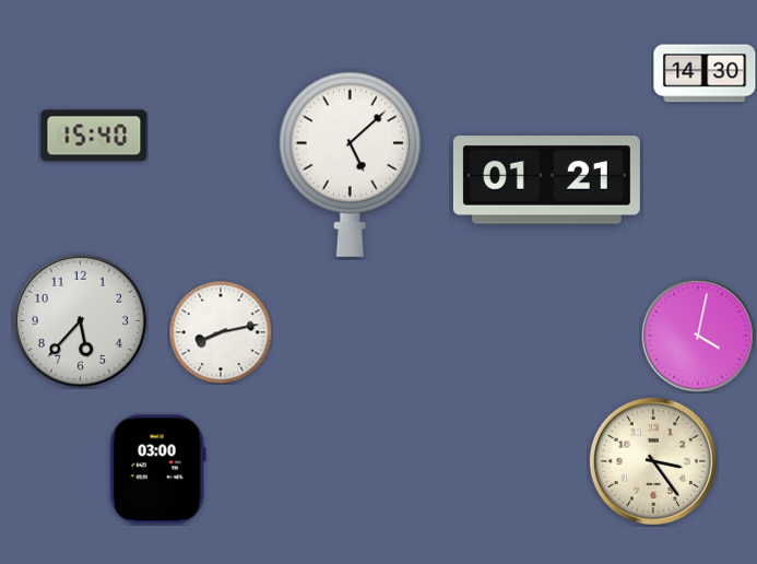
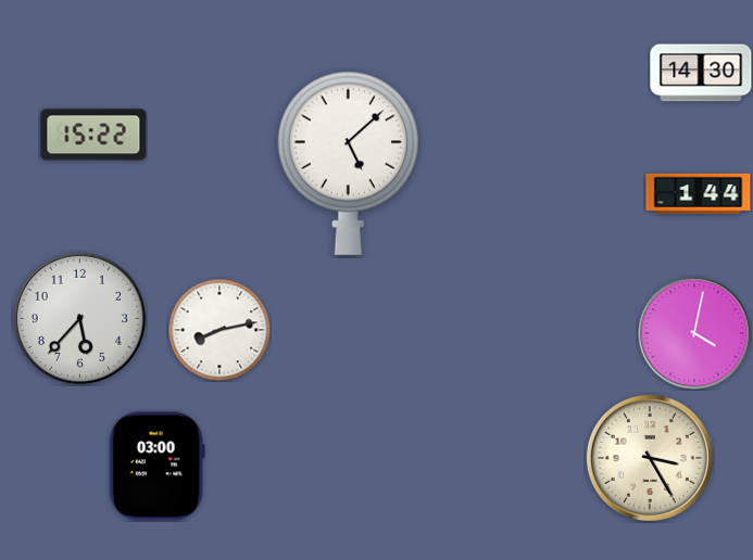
clock at (94, 136): 15:40 -> 15:22
clock at (546, 180): 01:21 -> none
clock at (699, 193): none -> 1:44
clock at (653, 461): 3:24 -> 3:25
